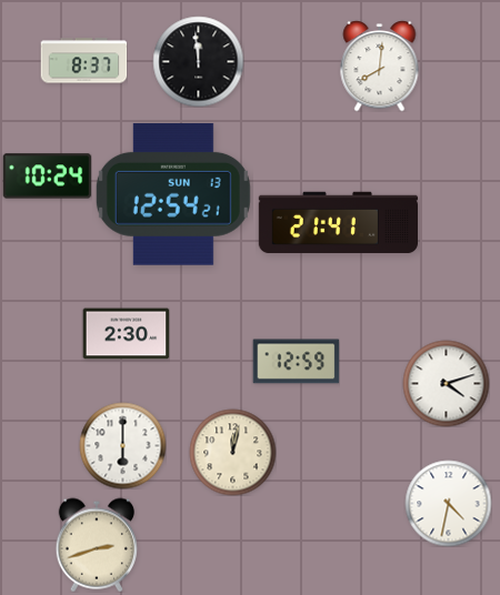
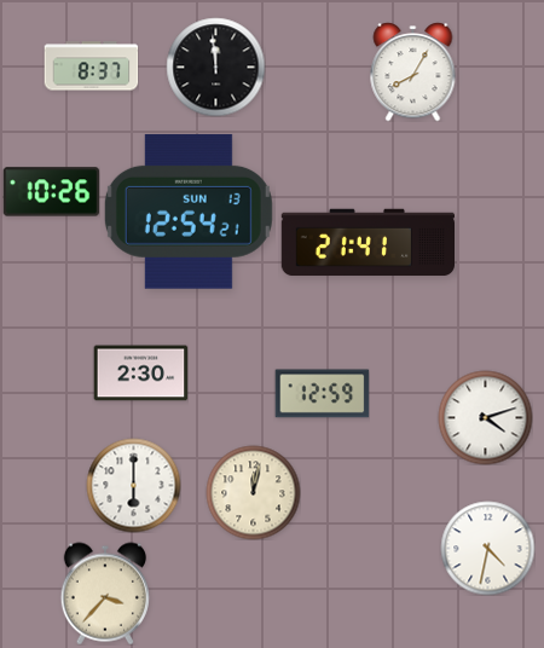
clock at (380, 67): 8:01 -> 8:05
clock at (47, 177): 10:24 -> 10:26
clock at (126, 334) position: (126, 334) -> (140, 374)
clock at (97, 545): 2:42 -> 3:37
